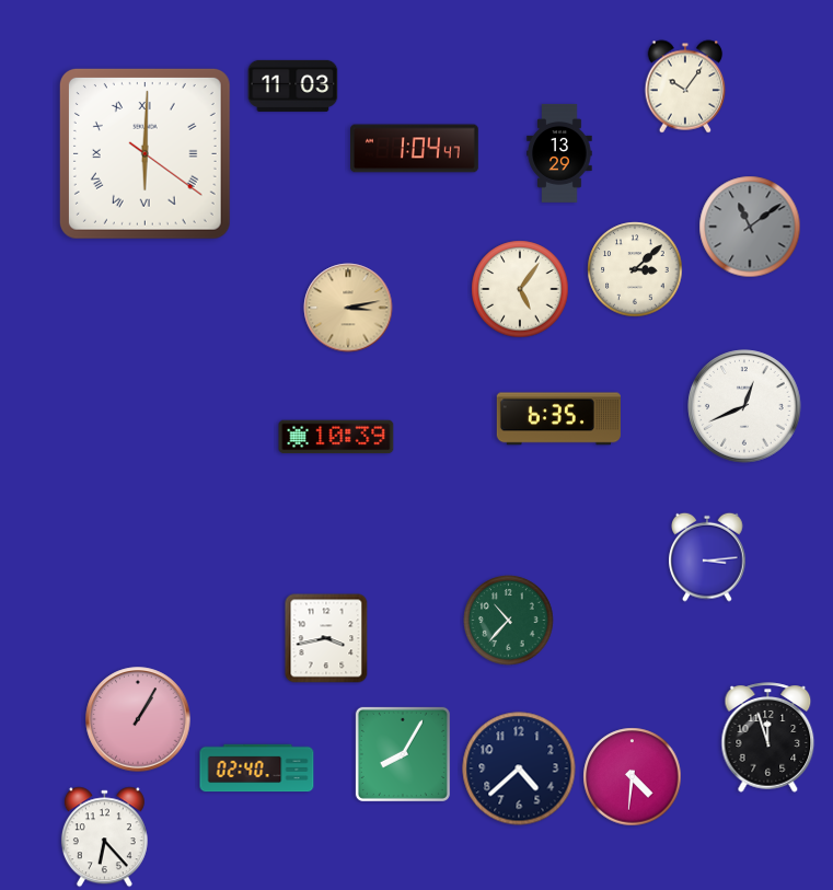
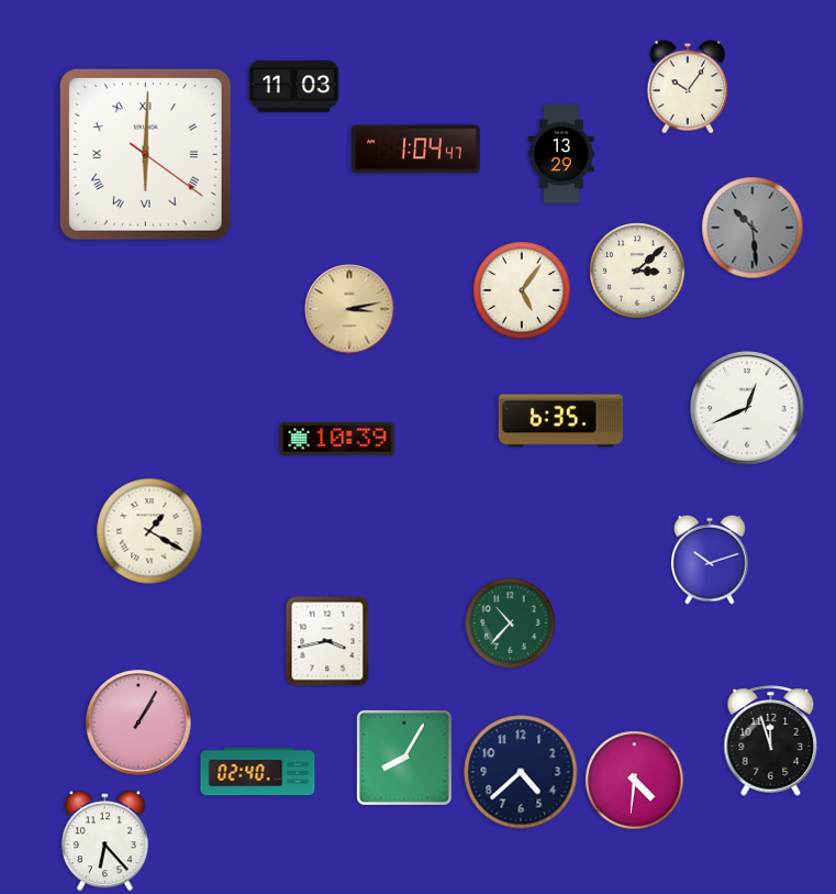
clock at (750, 227): 11:09 -> 10:29
clock at (149, 531): none -> 1:20
clock at (707, 557): 3:14 -> 10:12
